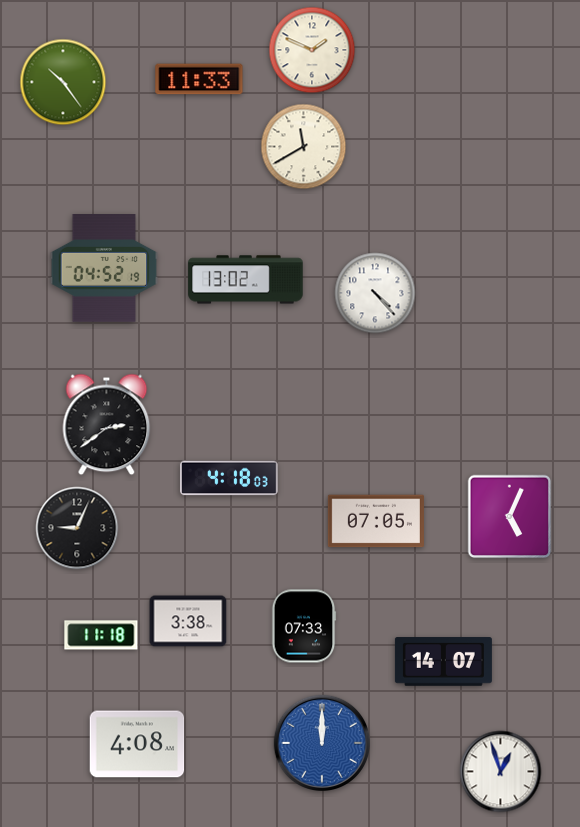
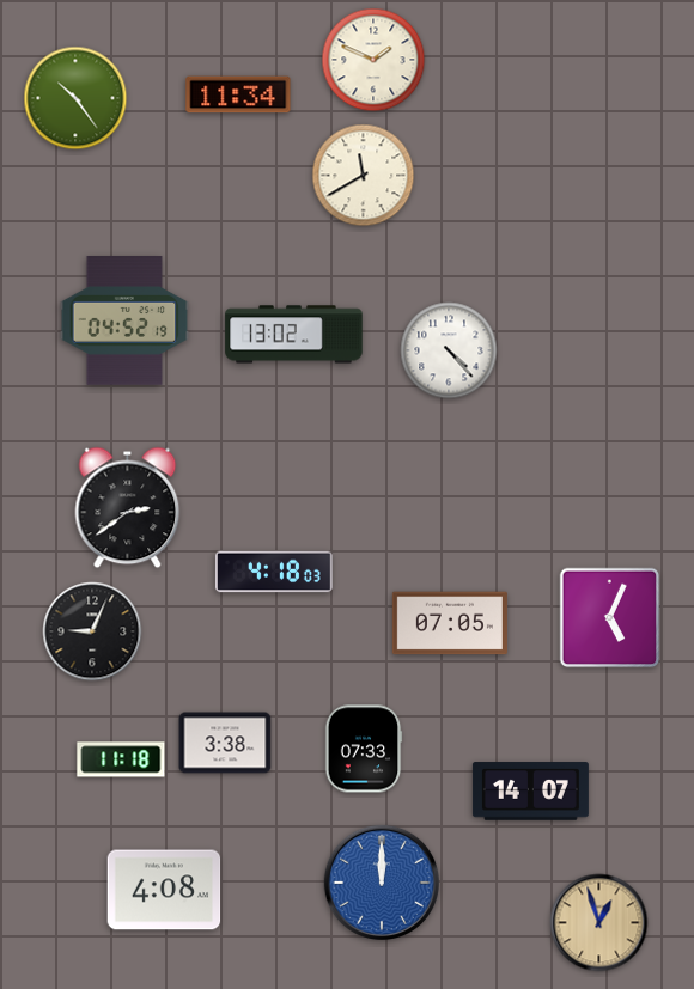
clock at (199, 79): 11:33 -> 11:34
clock at (321, 742) position: (321, 742) -> (381, 881)
clock at (501, 772) dial: white -> champagne
